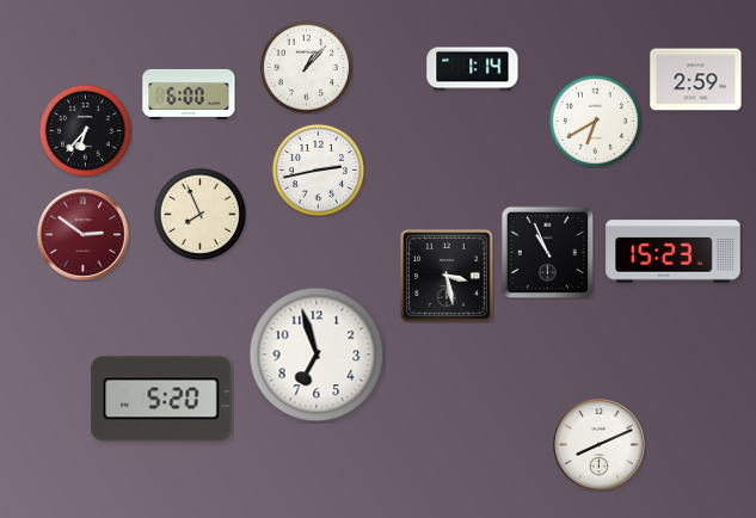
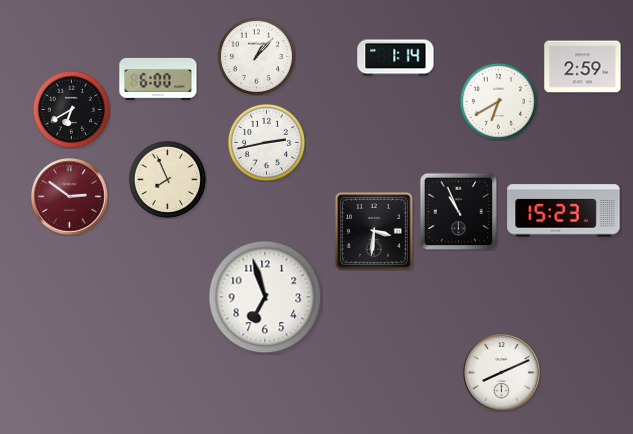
clock at (85, 130): 6:37 -> 6:40
clock at (447, 276): 3:28 -> 3:31
clock at (161, 399): 5:20 -> none
